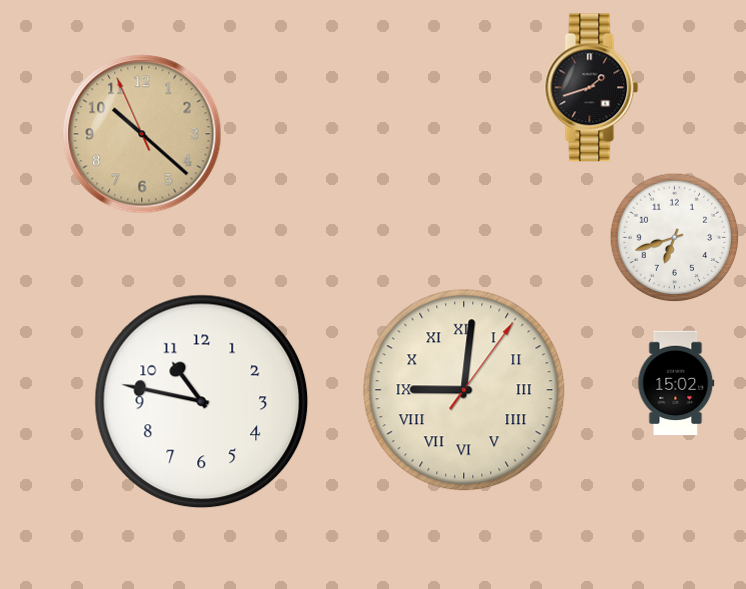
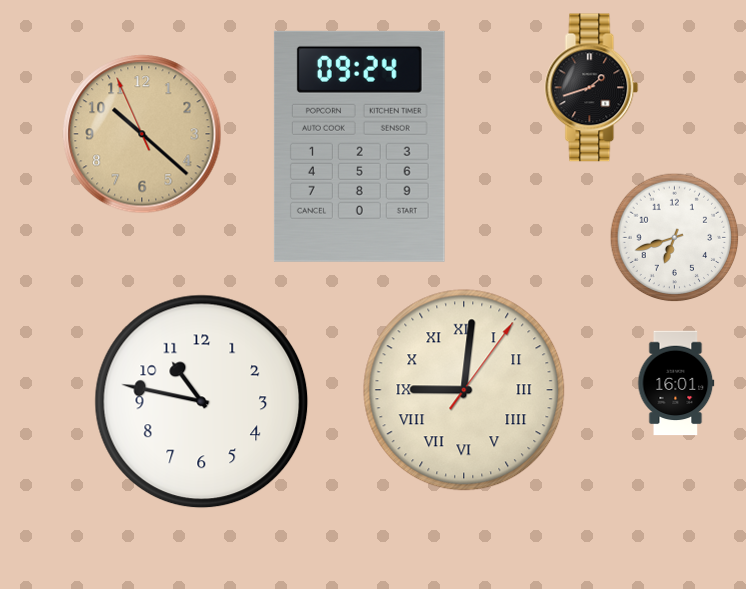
clock at (359, 146): none -> 09:24
clock at (676, 383): 15:02 -> 16:01
